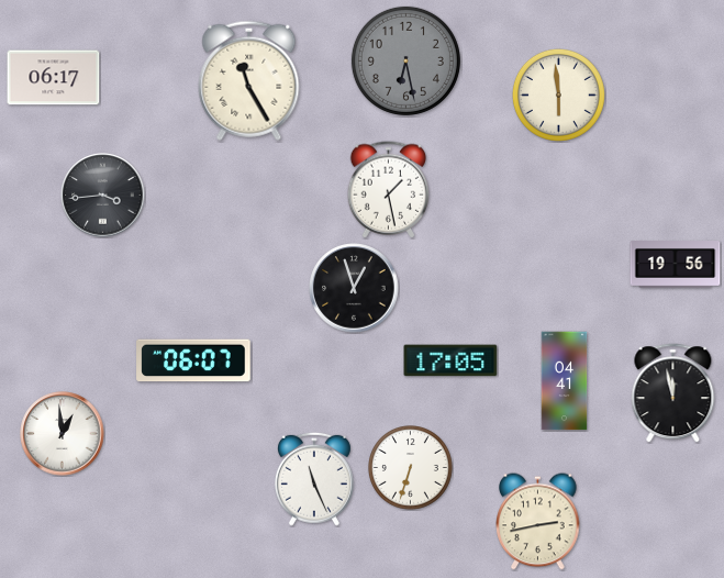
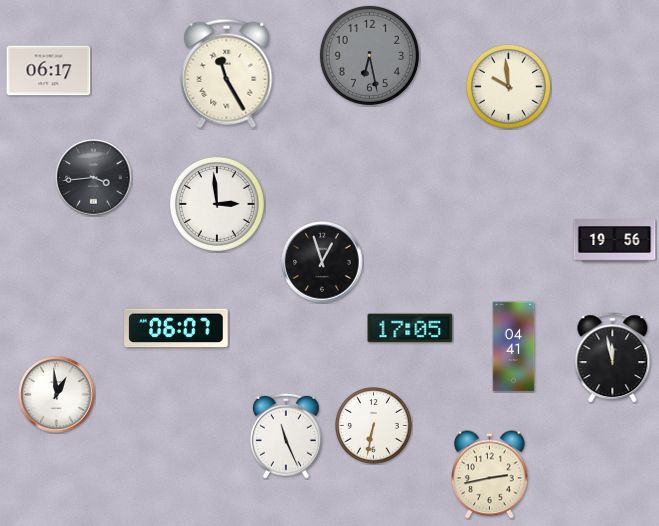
clock at (558, 95): 5:59 -> 9:59
clock at (389, 190): 1:28 -> none
clock at (217, 204): none -> 2:59
clock at (411, 468): 6:33 -> 6:32
